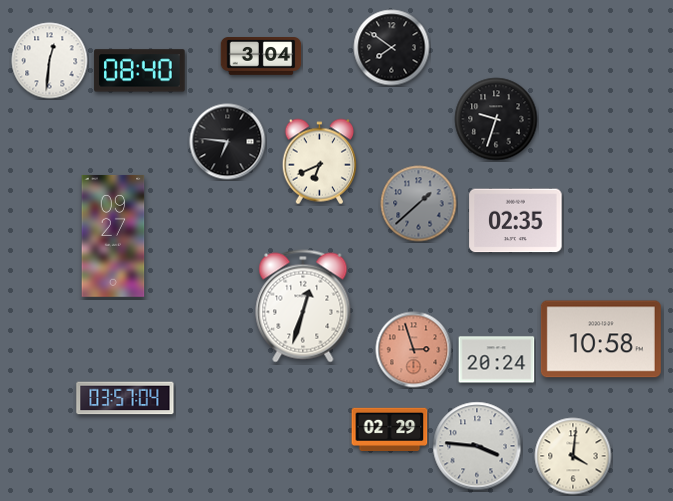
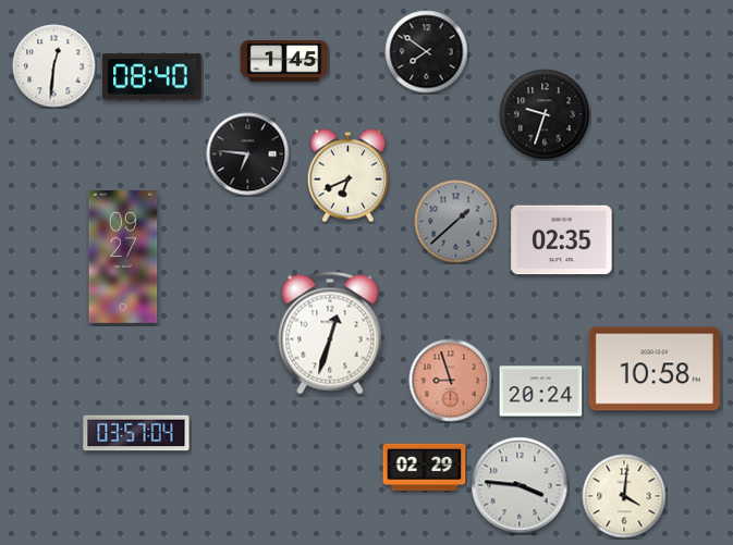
clock at (261, 57): 3:04 -> 1:45
clock at (496, 119) position: (496, 119) -> (545, 114)
clock at (414, 350): 2:57 -> 8:57
